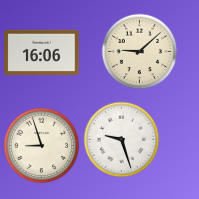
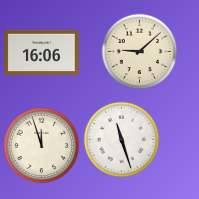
clock at (122, 140): 9:27 -> 11:27
clock at (42, 146): 8:57 -> 11:57
